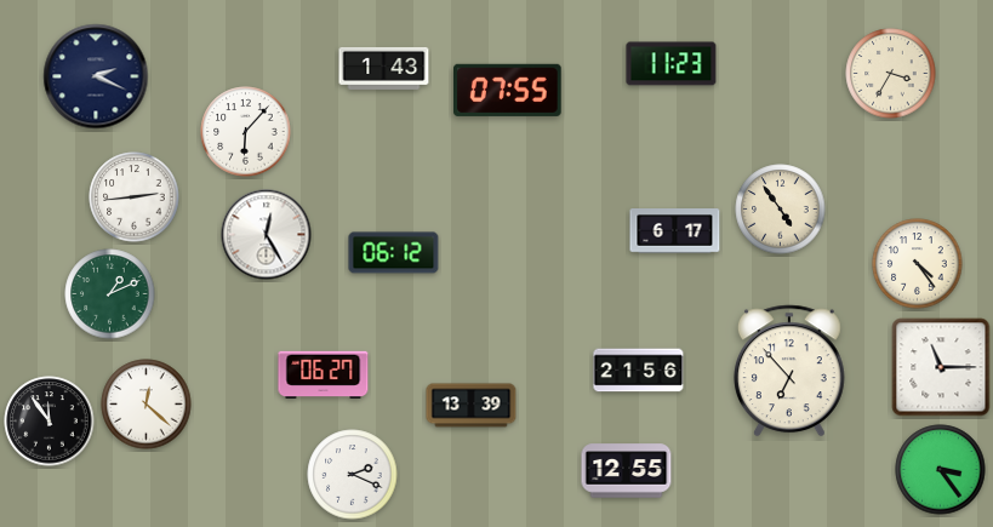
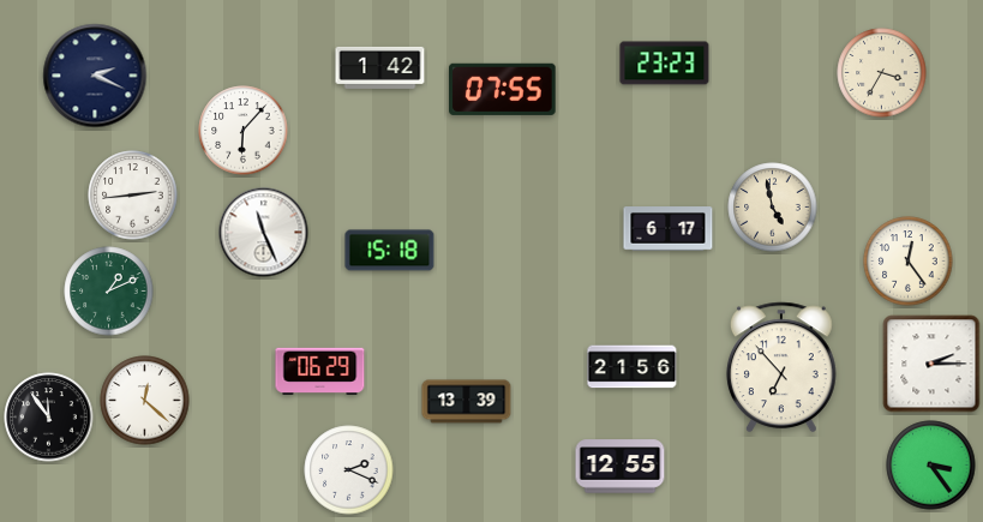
clock at (672, 64): 11:23 -> 23:23
clock at (384, 68): 1:43 -> 1:42
clock at (781, 210): 4:54 -> 4:58
clock at (267, 235): 12:25 -> 11:26
clock at (394, 253): 06:12 -> 15:18
clock at (918, 264): 4:24 -> 12:24
clock at (941, 367): 11:15 -> 2:15
clock at (324, 374): 06:27 -> 06:29
